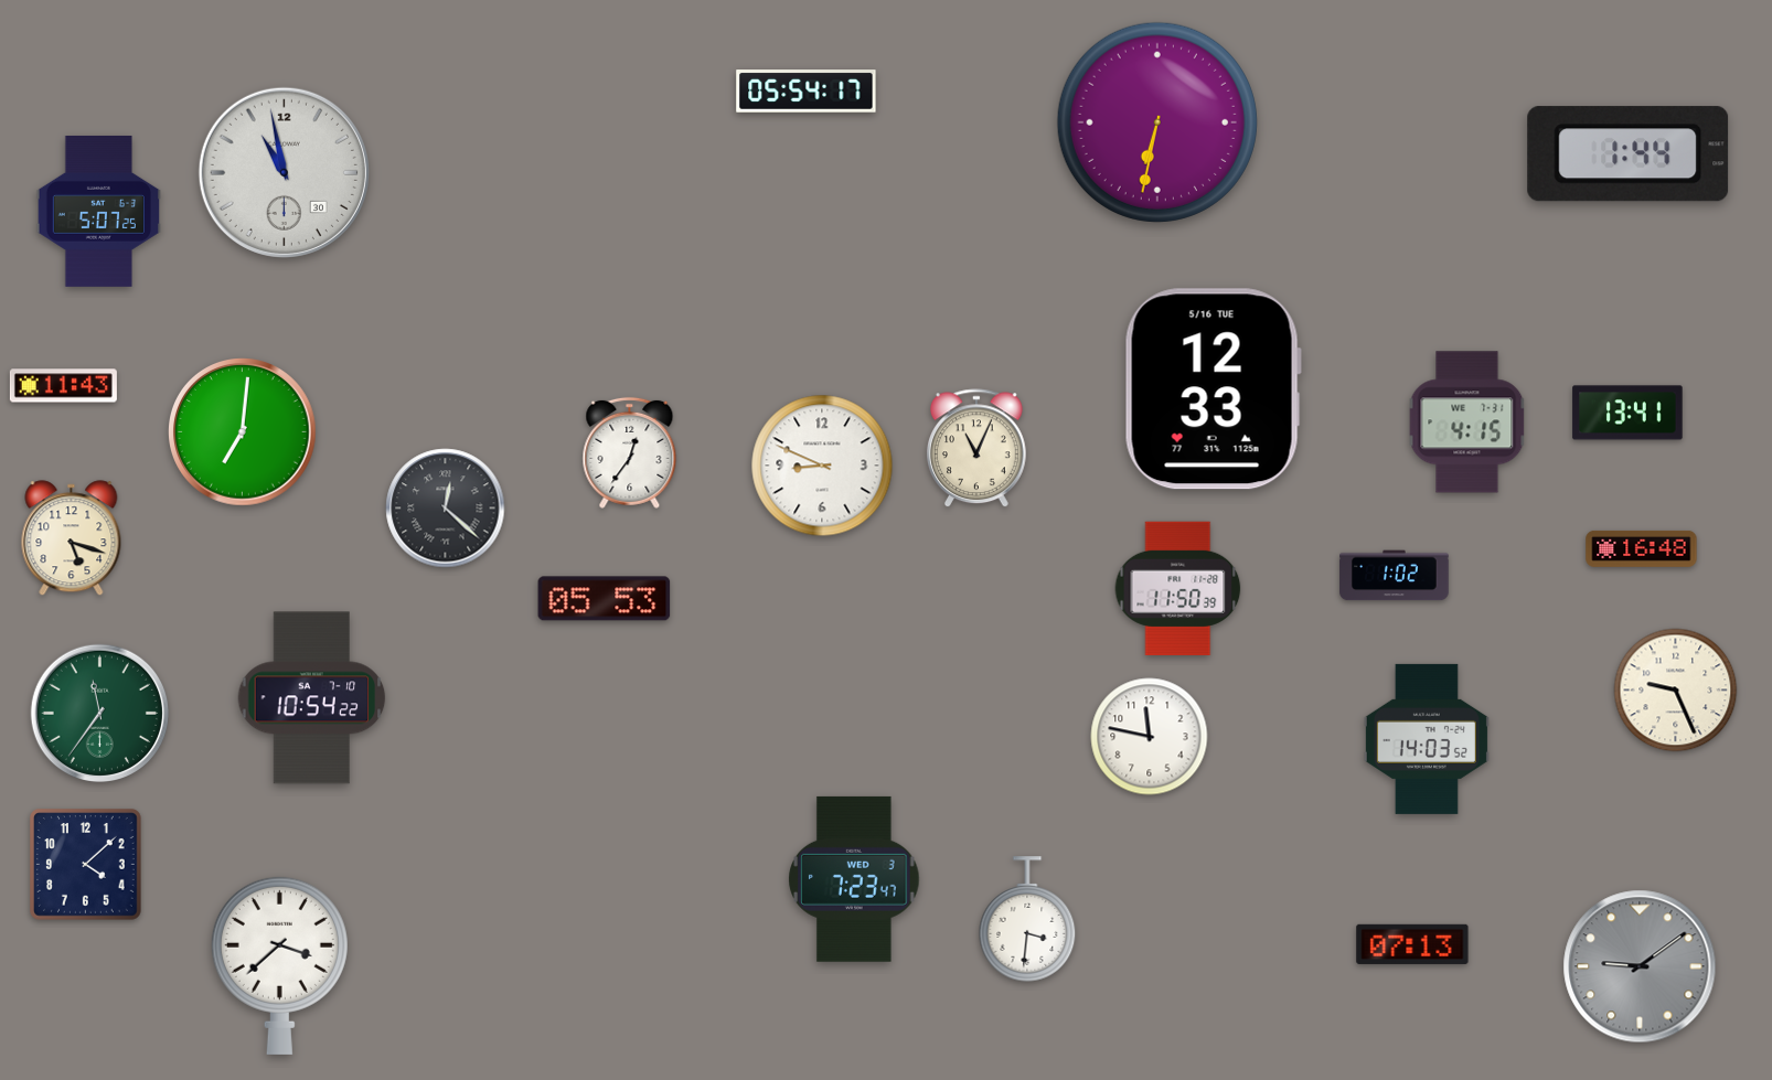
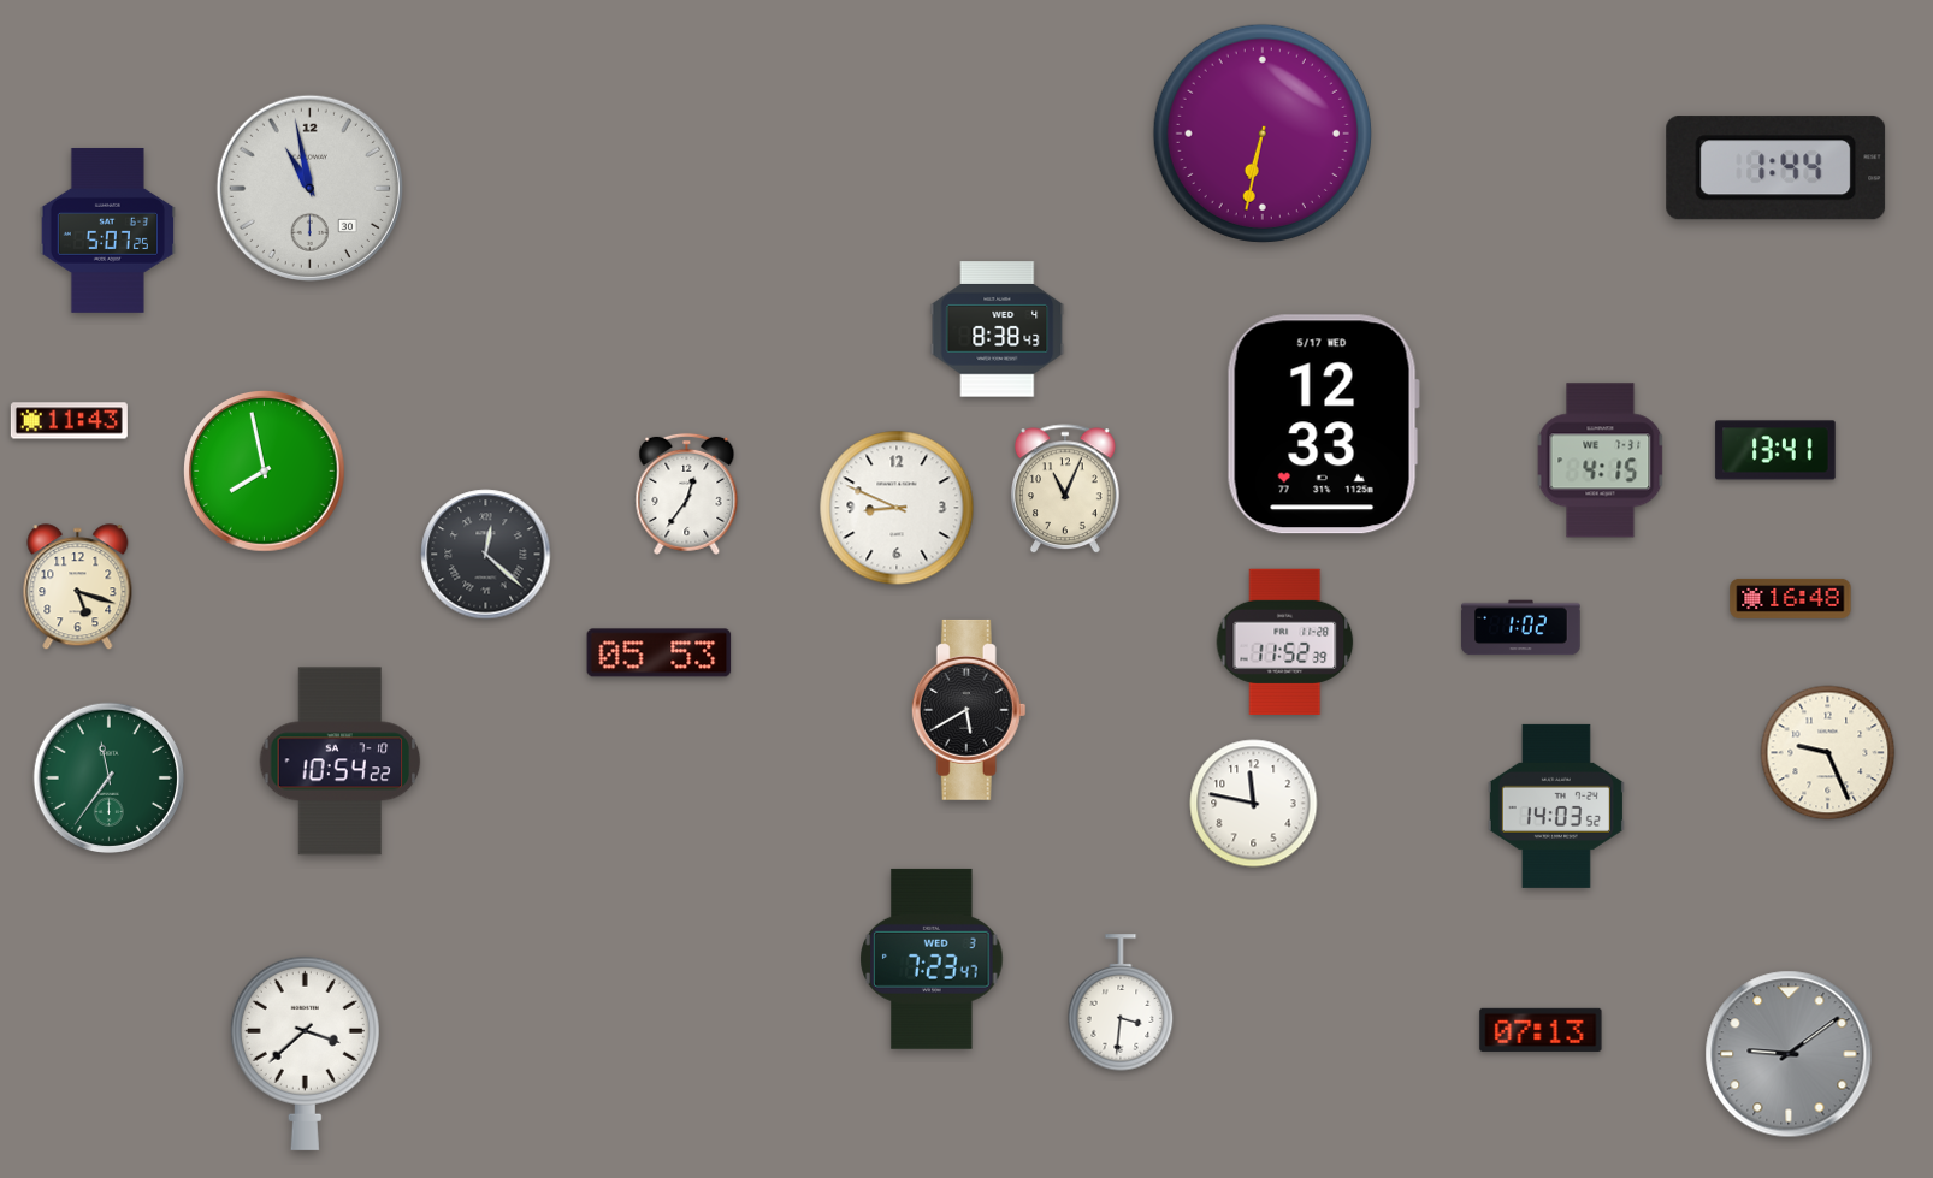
clock at (807, 92): 05:54 -> none
clock at (998, 330): none -> 8:38
clock at (1213, 389) date: 5/16 TUE -> 5/17 WED
clock at (243, 432): 7:01 -> 7:58
clock at (1178, 588): 11:50 -> 11:52
clock at (969, 710): none -> 5:40
clock at (86, 865): 4:08 -> none
